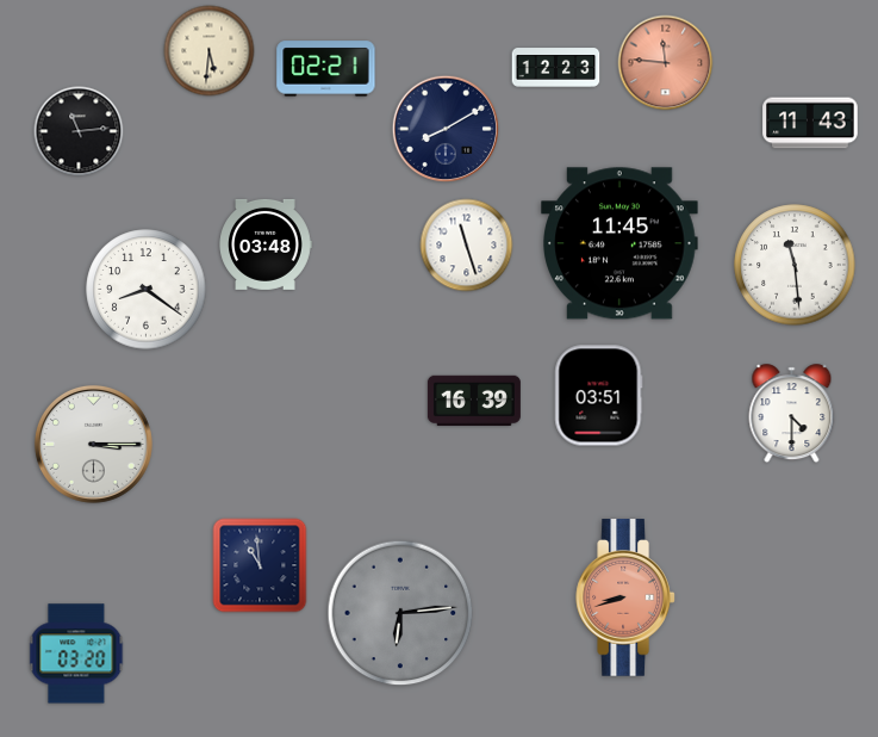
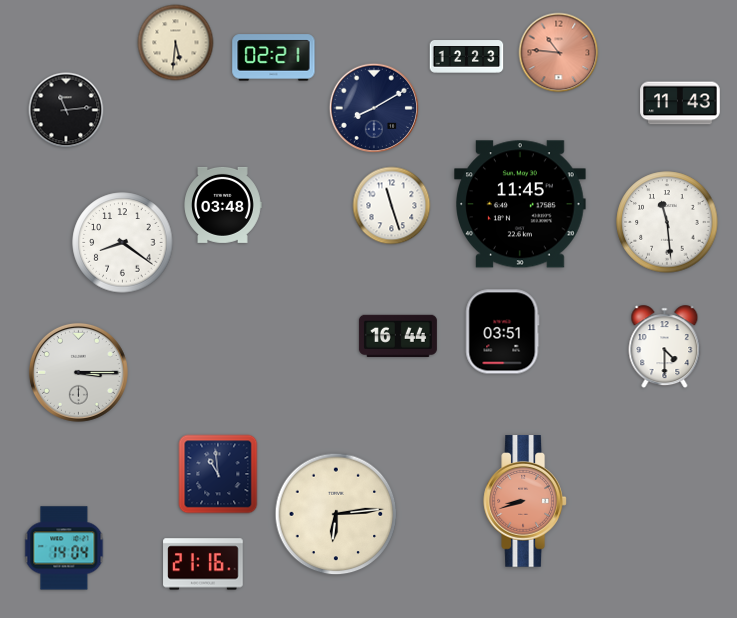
clock at (666, 63): 11:46 -> 10:46
clock at (474, 400): 16:39 -> 16:44
clock at (400, 613) dial: grey -> cream
clock at (76, 654): 03:20 -> 14:04
clock at (203, 564): none -> 21:16
